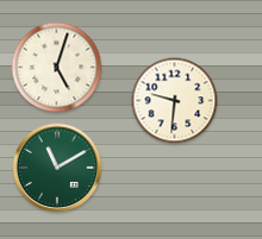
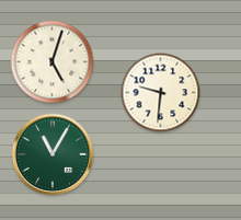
clock at (57, 168): 11:10 -> 11:05
